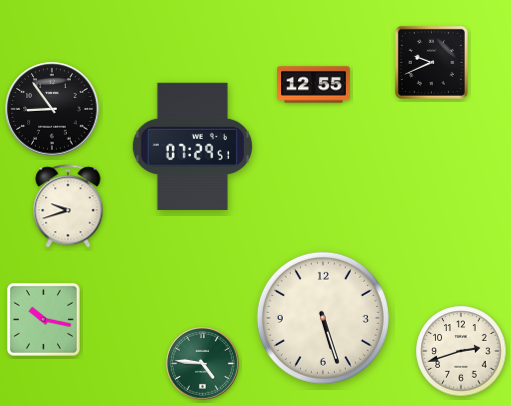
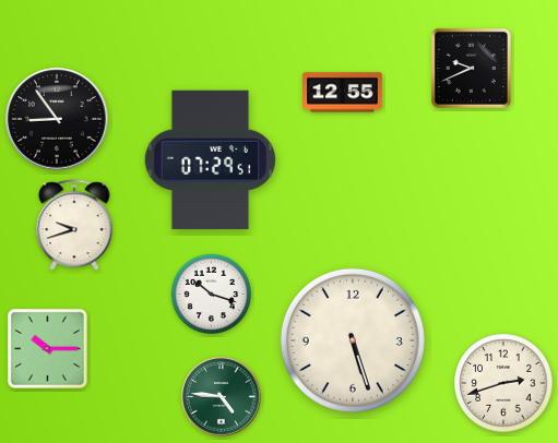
clock at (212, 295): none -> 10:18
clock at (323, 318) position: (323, 318) -> (353, 340)
clock at (43, 319): 10:17 -> 10:15
